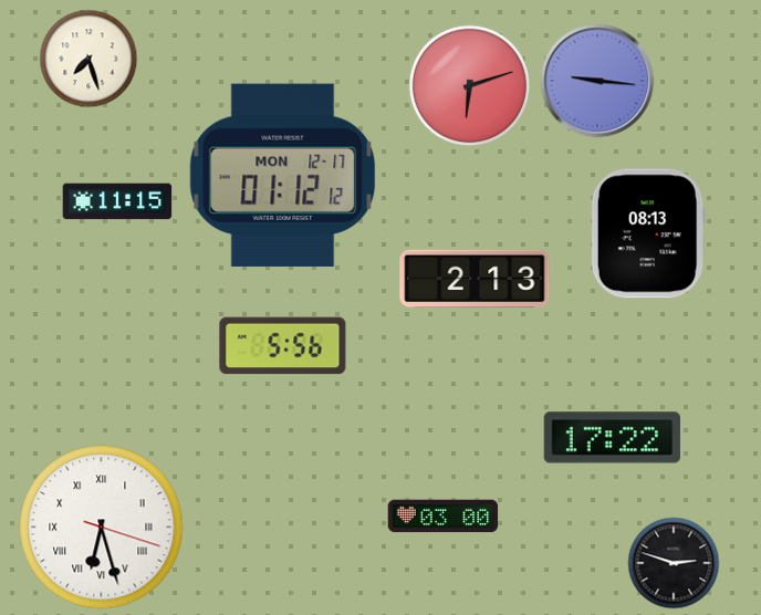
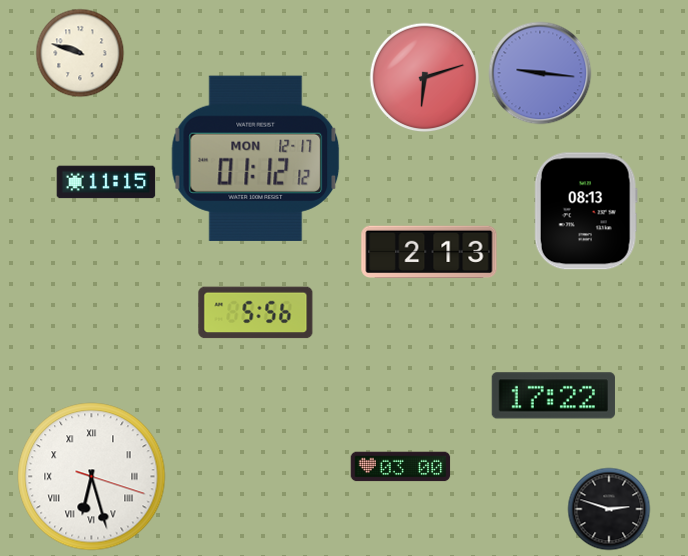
clock at (88, 59): 7:27 -> 9:48
